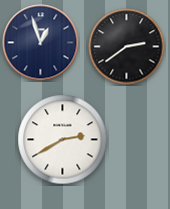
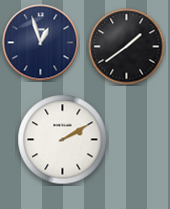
clock at (127, 47): 2:39 -> 1:39
clock at (63, 140): 2:40 -> 2:10
